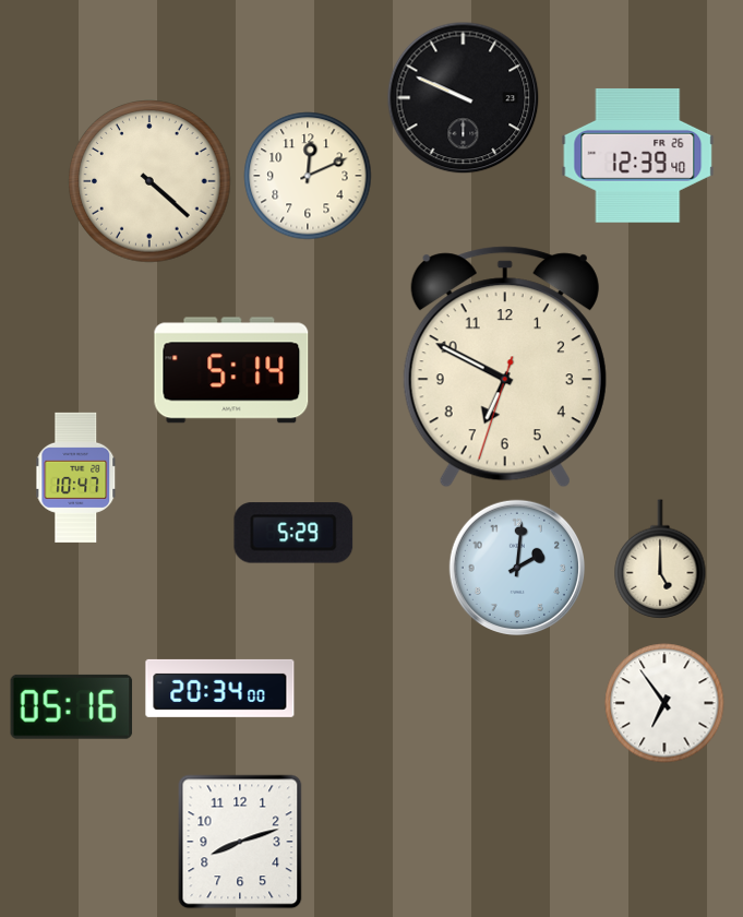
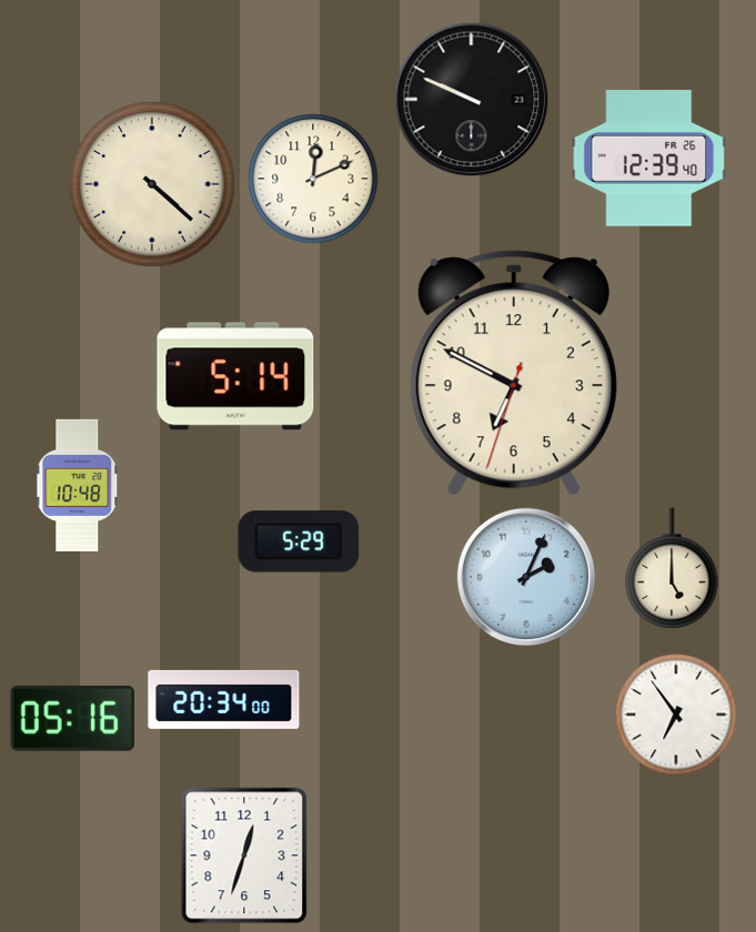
clock at (76, 477): 10:47 -> 10:48
clock at (516, 567): 2:01 -> 2:04
clock at (240, 842): 8:12 -> 12:33
